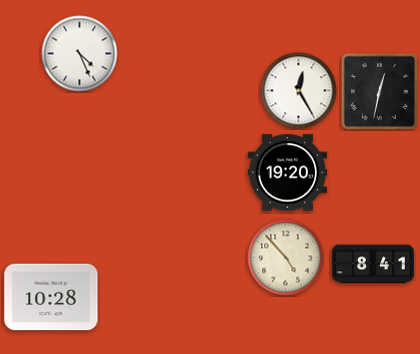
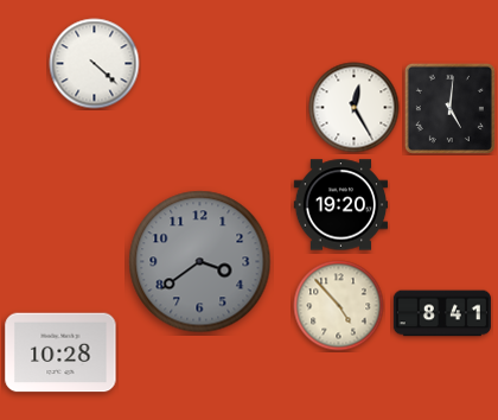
clock at (80, 54): 4:26 -> 4:22
clock at (379, 91): 12:32 -> 5:01
clock at (200, 262): none -> 3:39
